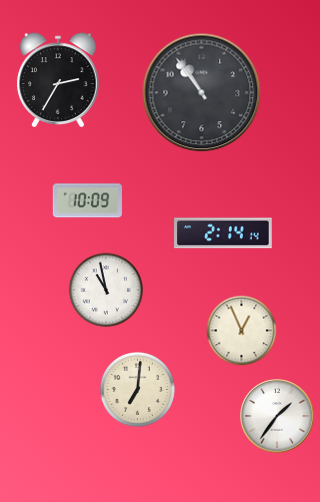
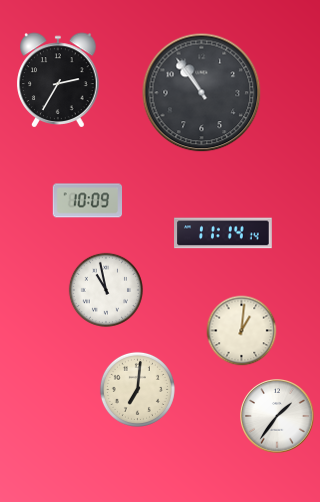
clock at (223, 233): 2:14 -> 11:14
clock at (242, 331): 12:56 -> 1:01
